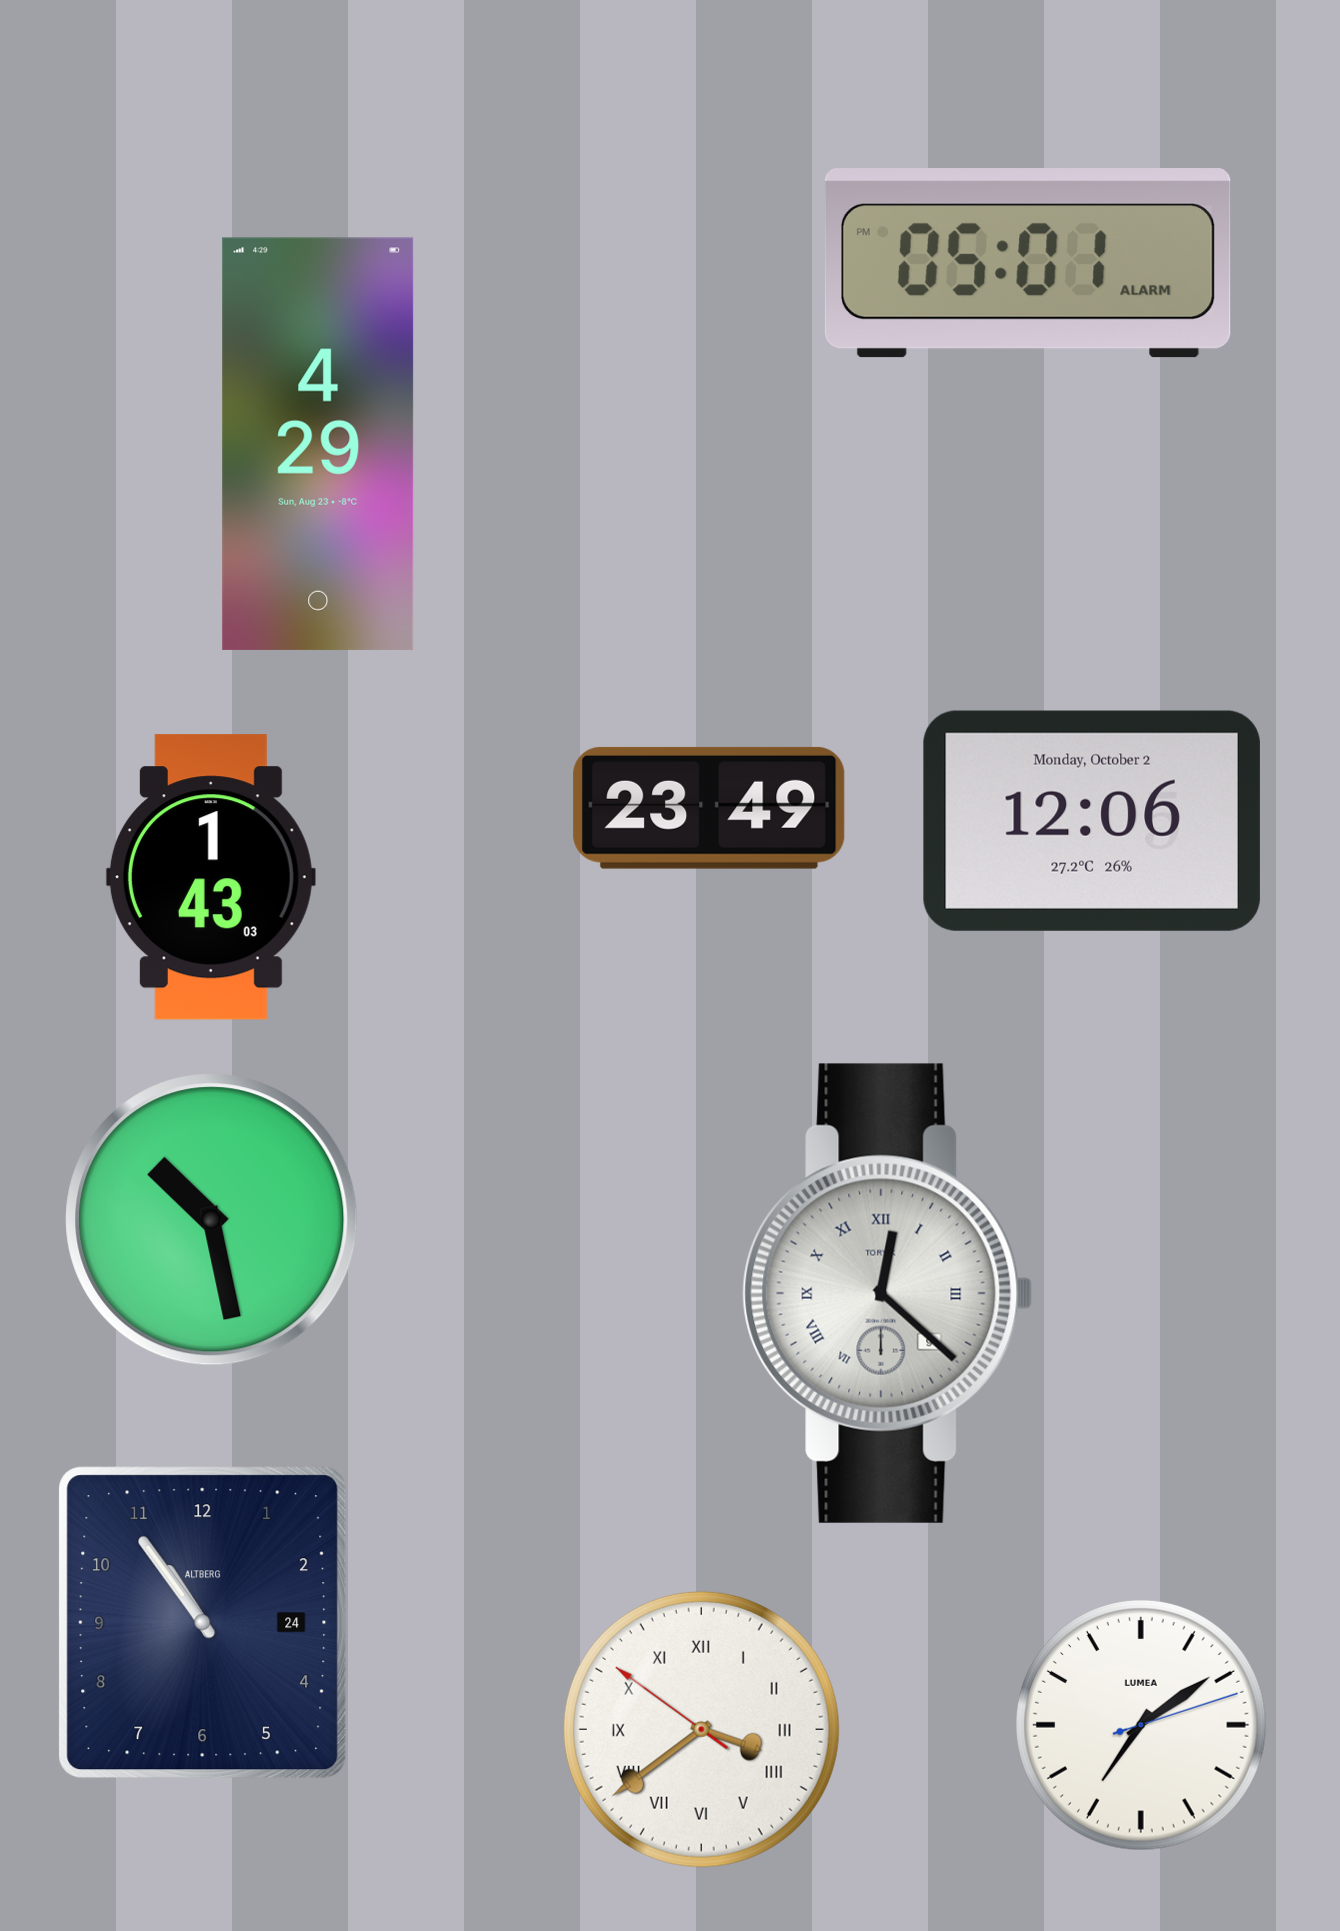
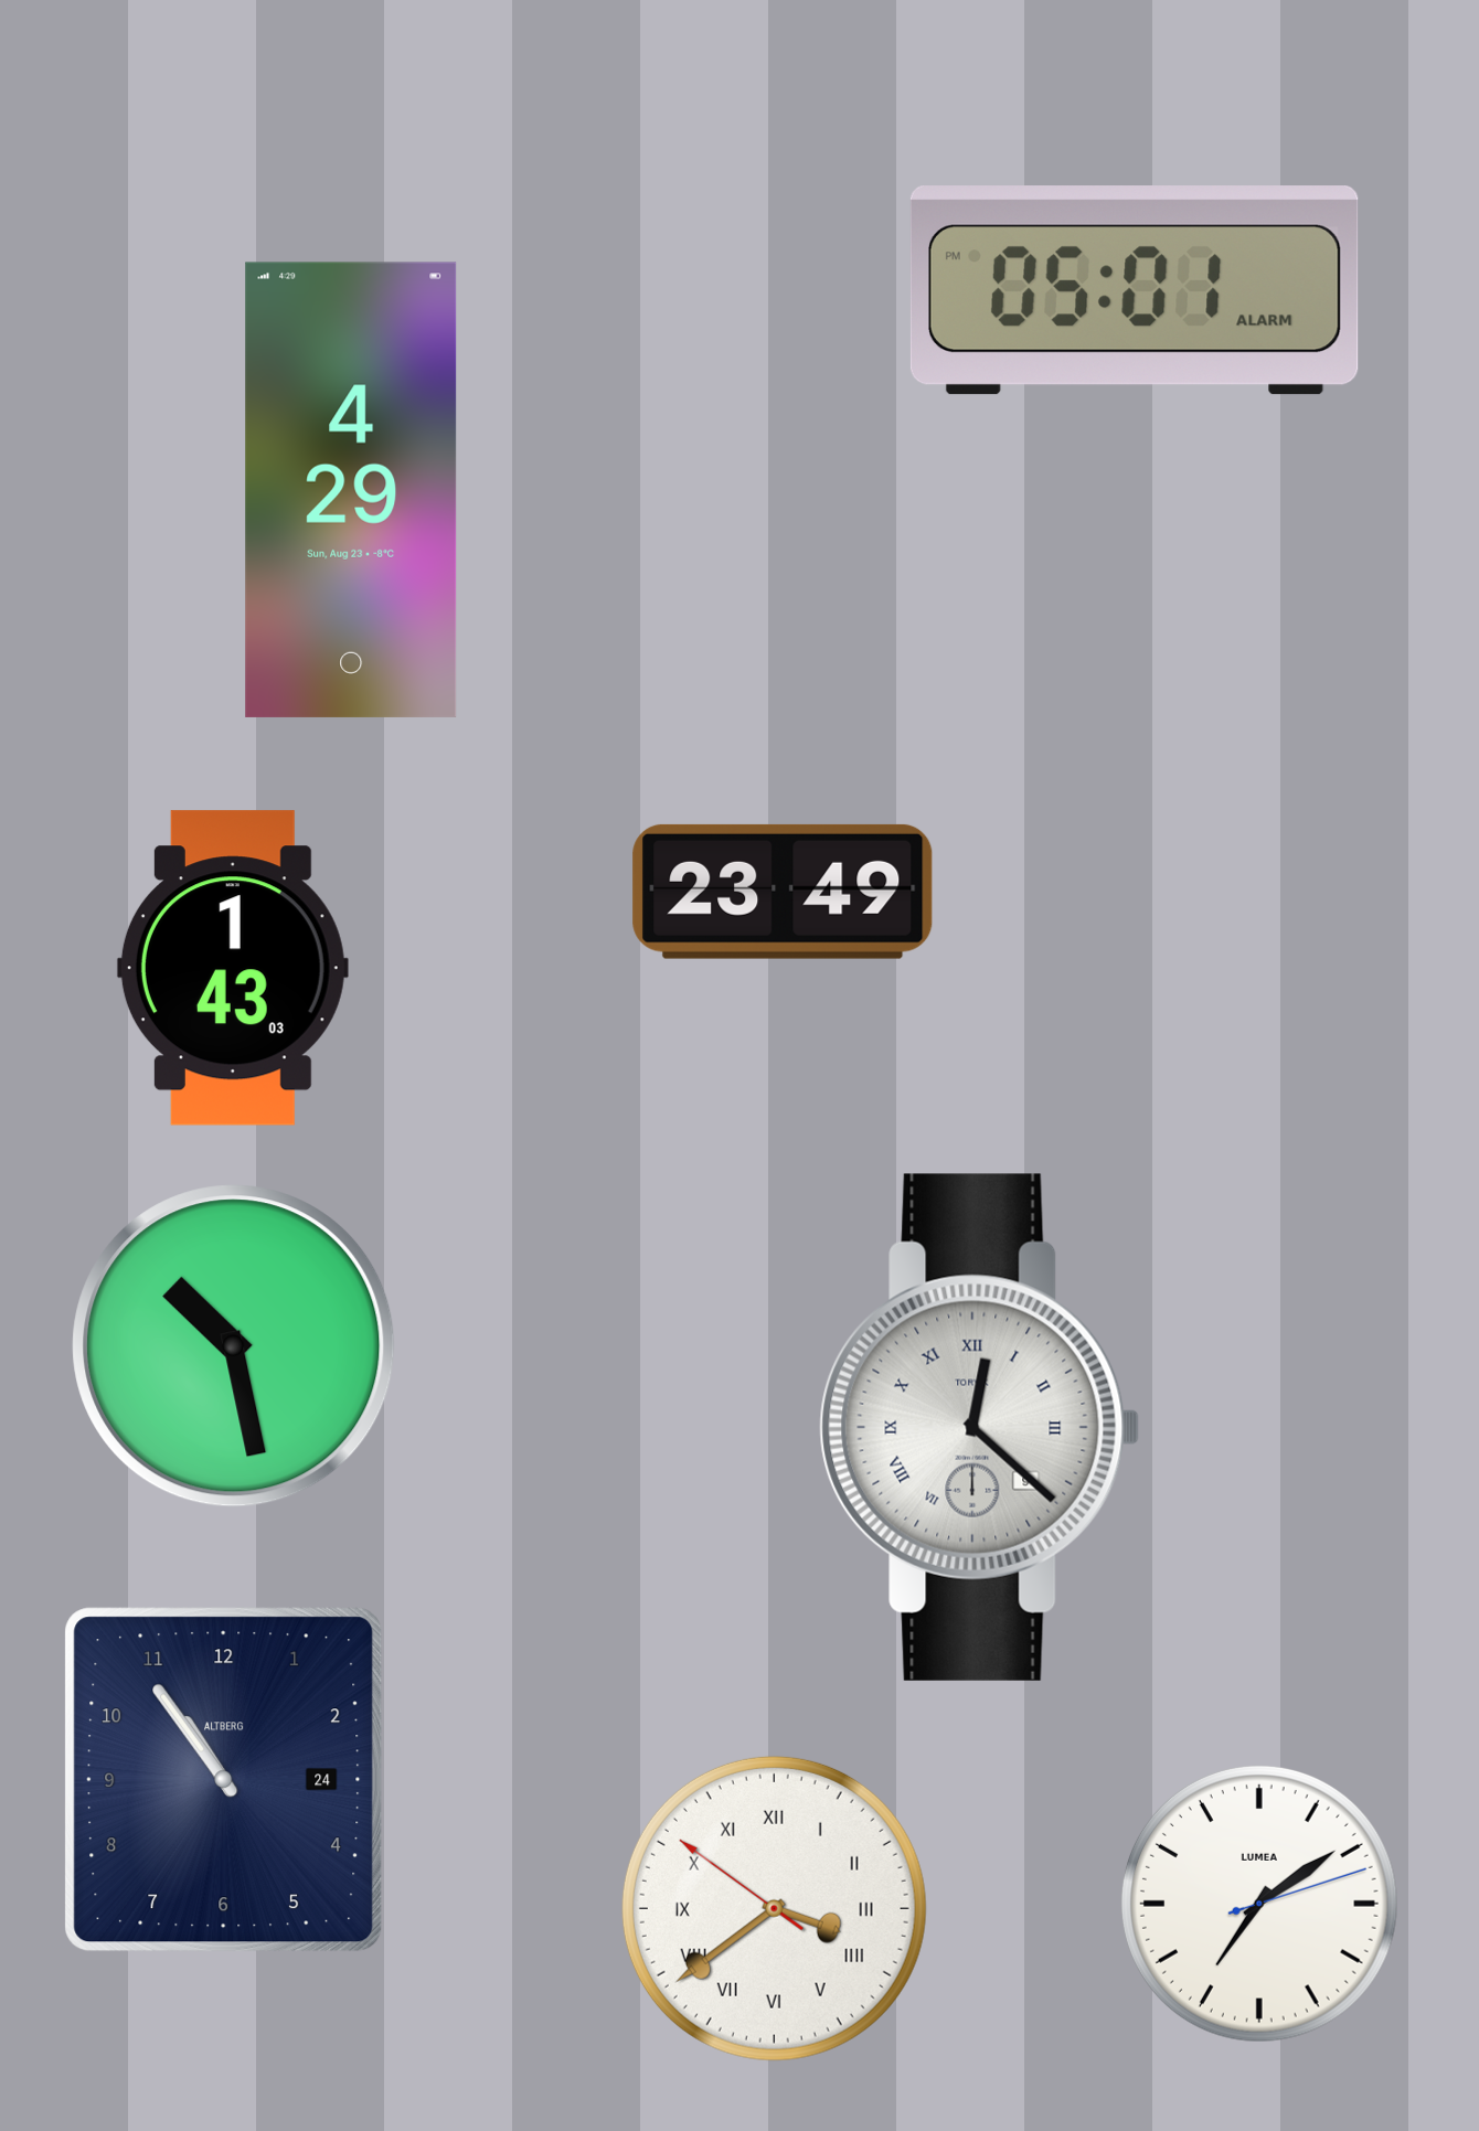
clock at (1092, 821): 12:06 -> none
clock at (203, 1623) position: (203, 1623) -> (224, 1780)
